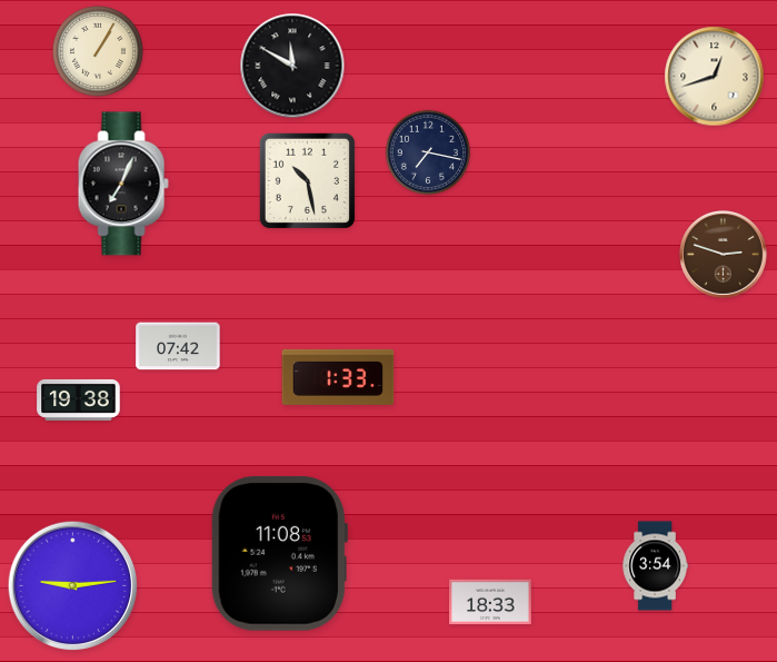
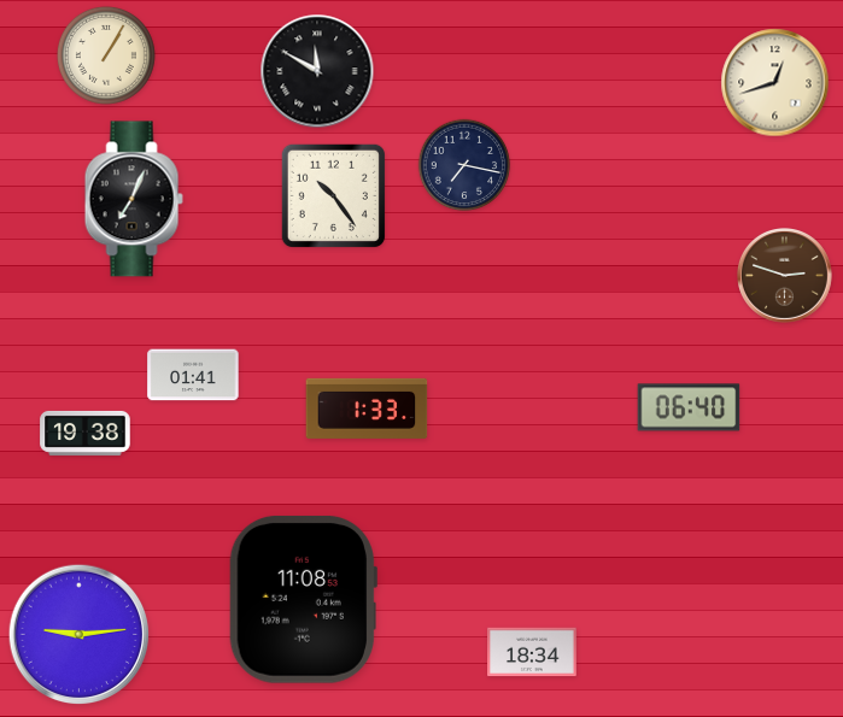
clock at (307, 180): 10:28 -> 10:24
clock at (178, 346): 07:42 -> 01:41
clock at (689, 407): none -> 06:40
clock at (655, 566): 3:54 -> none
clock at (490, 602): 18:33 -> 18:34
